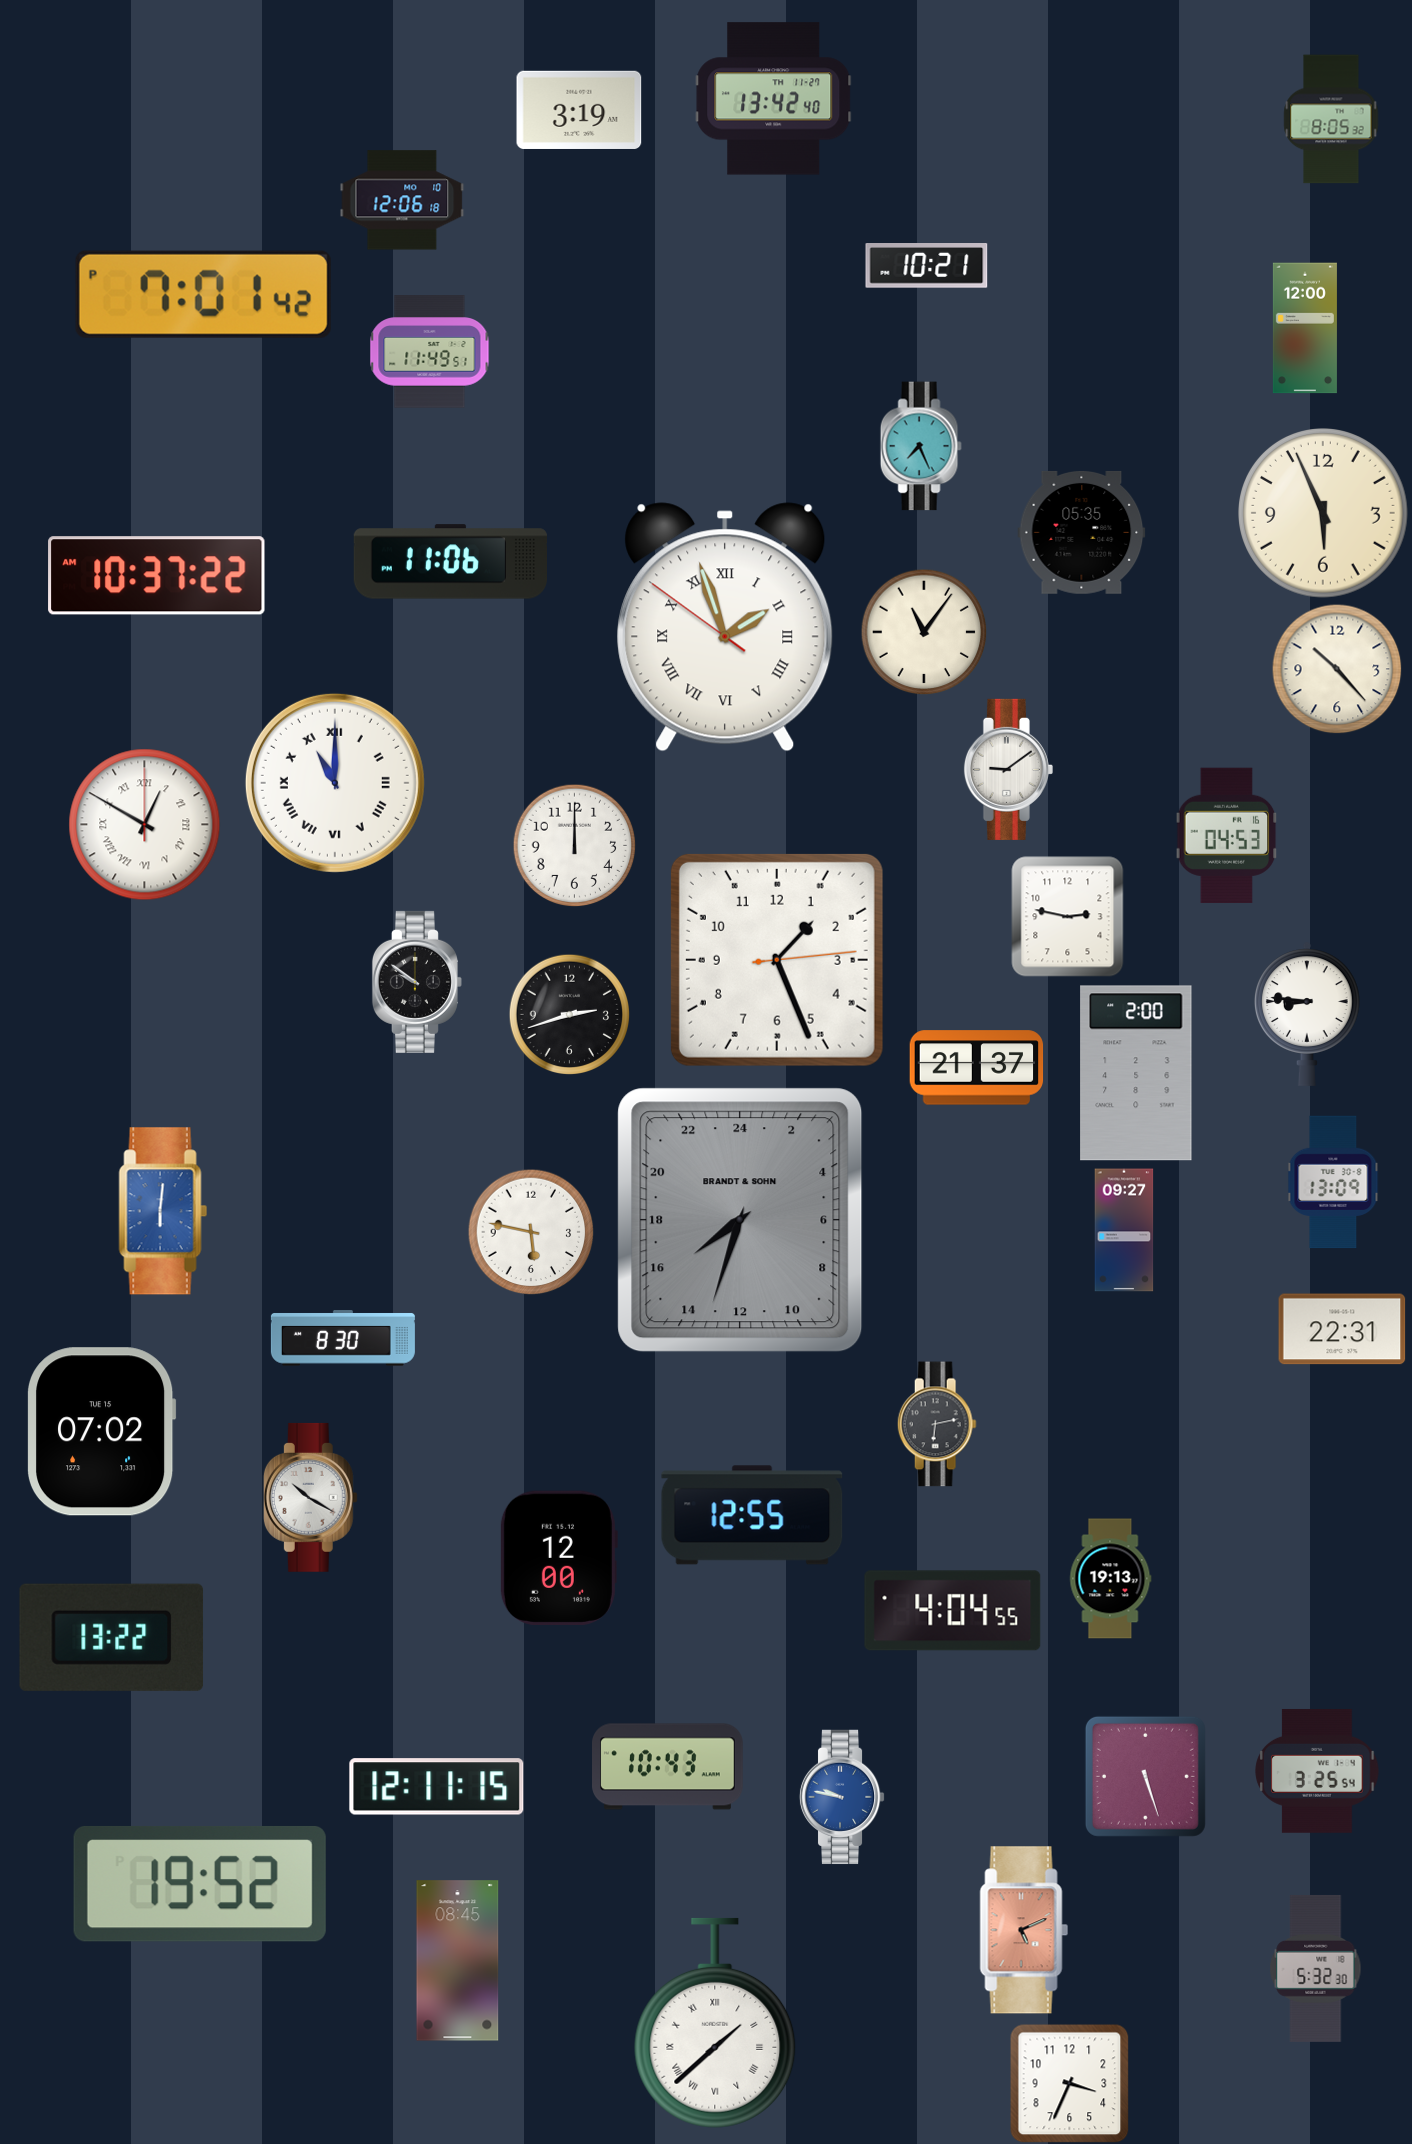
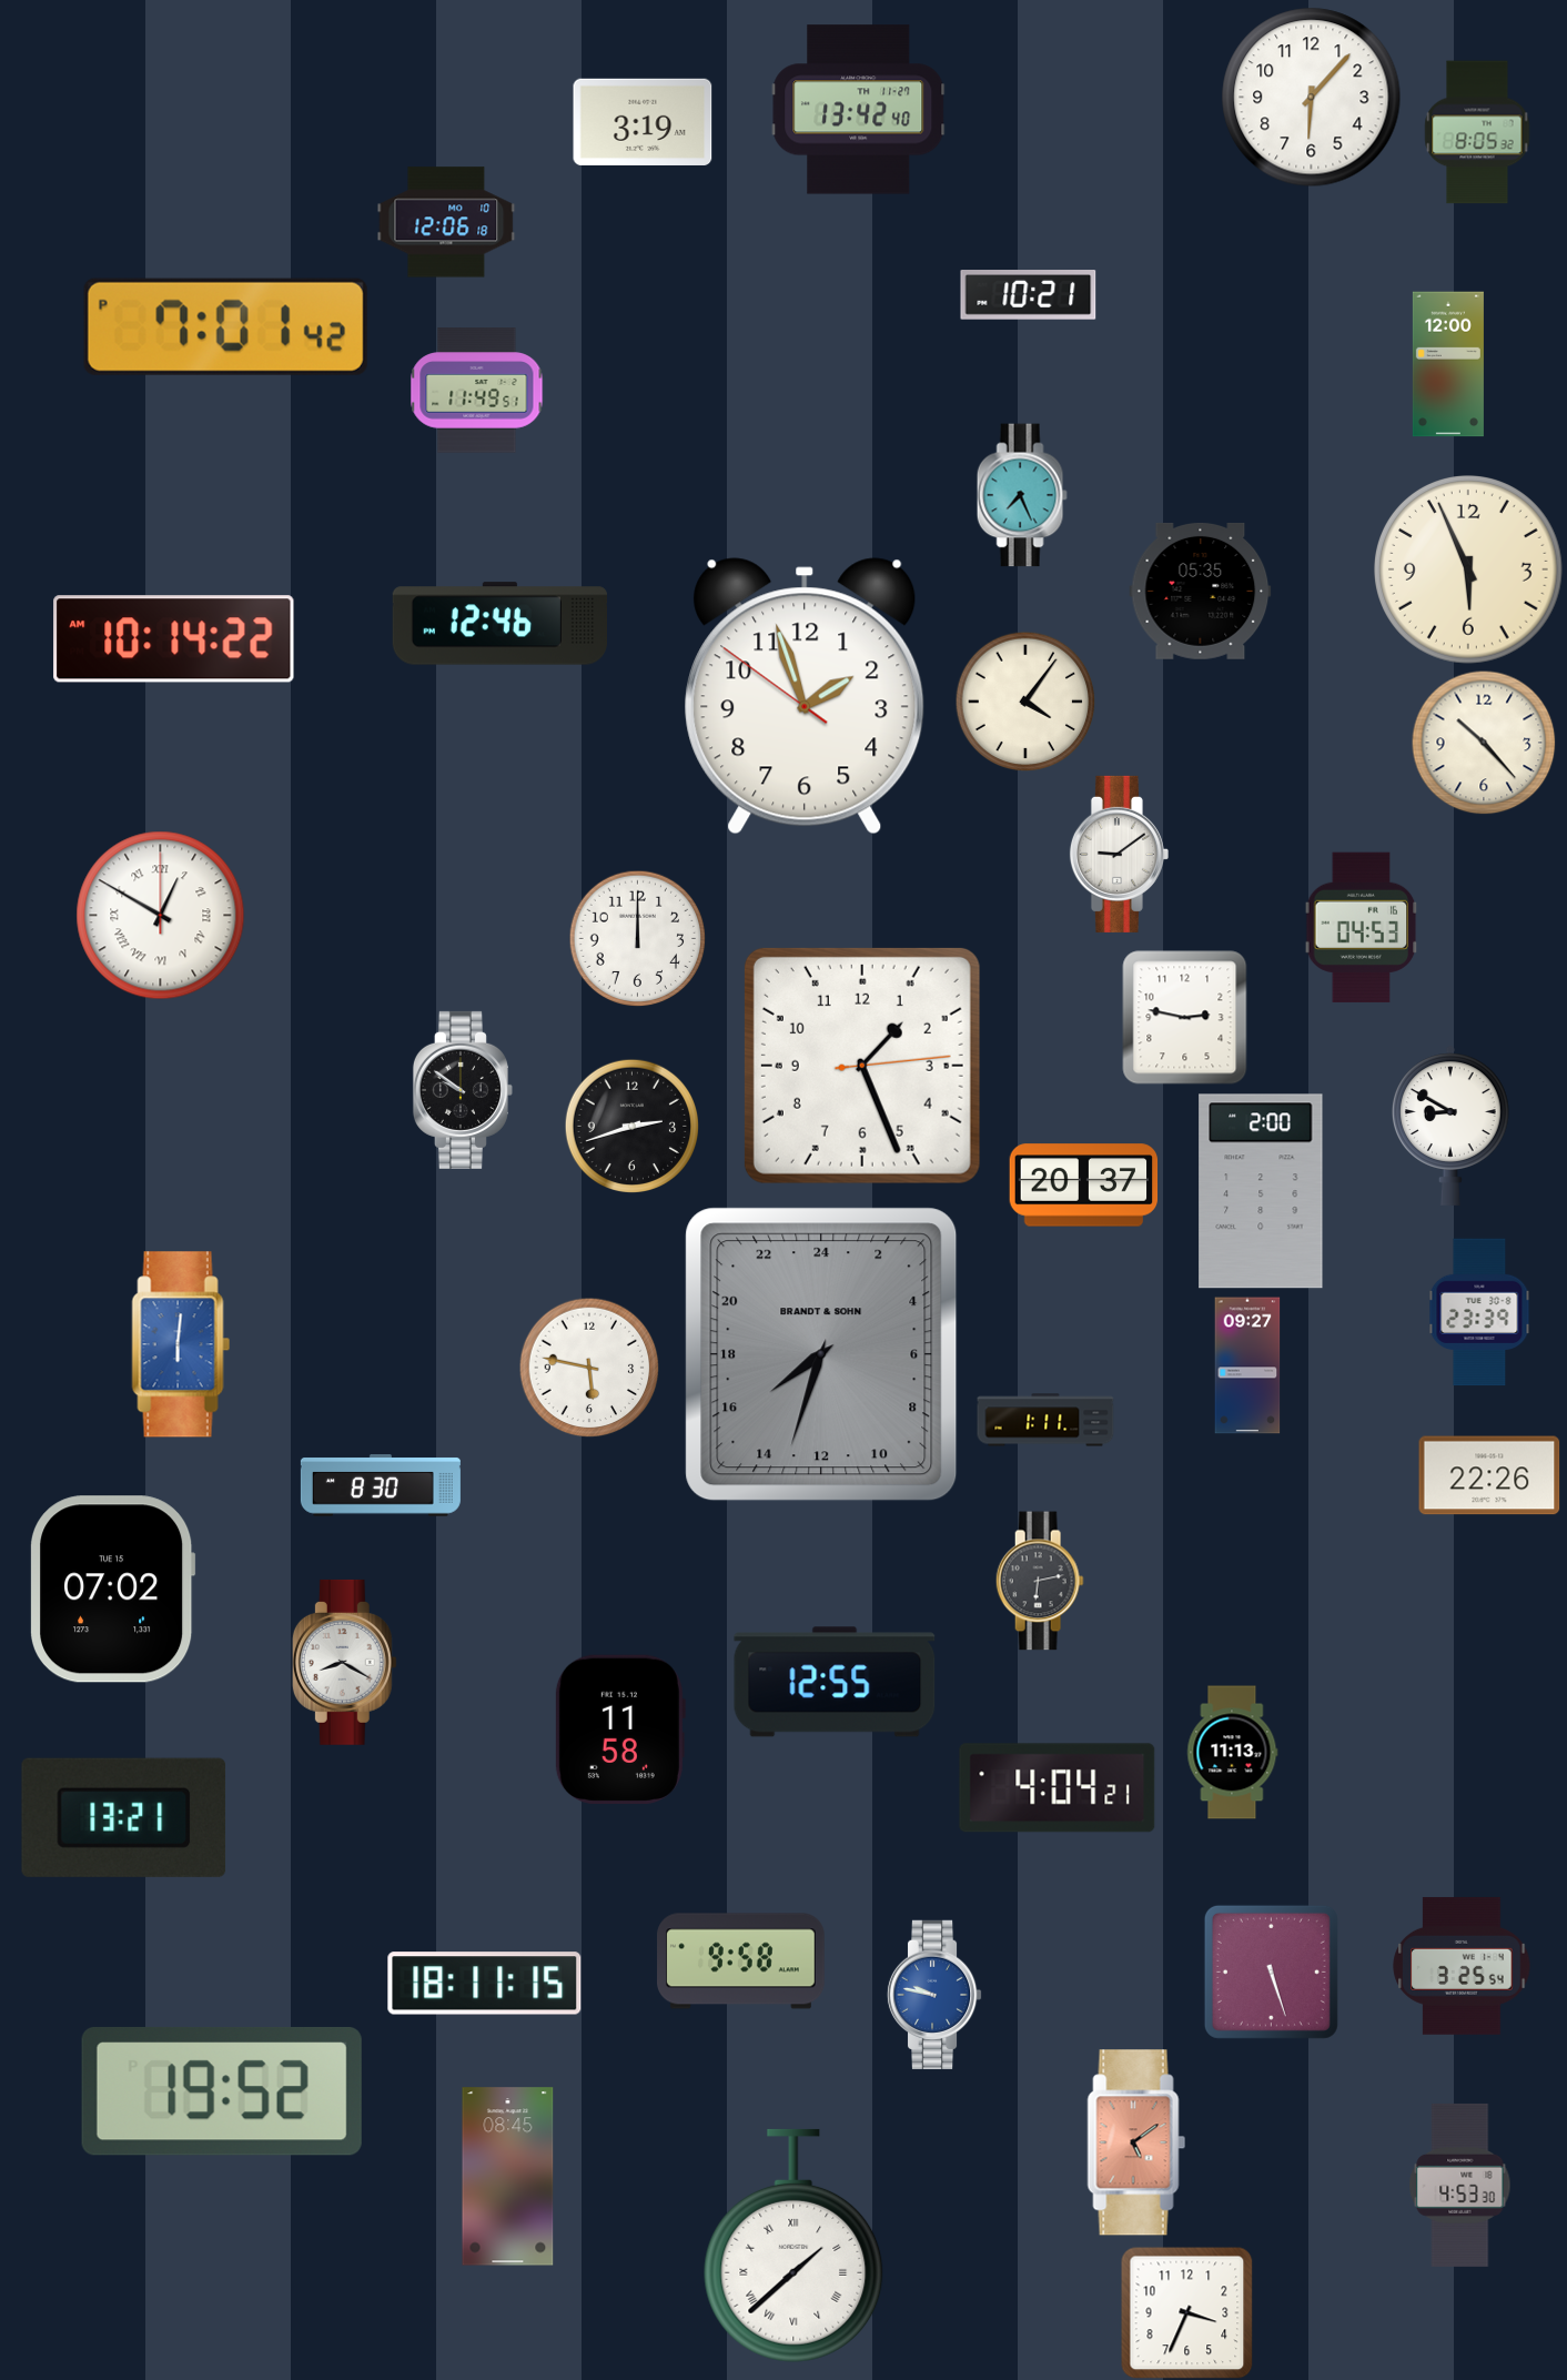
clock at (1312, 98): none -> 6:07
clock at (450, 562): 11:06 -> 12:46
clock at (157, 576): 10:37 -> 10:14
clock at (725, 627) numerals: Roman -> Arabic
clock at (924, 632): 11:06 -> 4:06
clock at (335, 783): 11:00 -> none
clock at (1307, 1014): 8:46 -> 8:50
clock at (977, 1068): 21:37 -> 20:37
clock at (1333, 1182): 13:09 -> 23:39
clock at (1045, 1420): none -> 1:11
clock at (1342, 1329): 22:31 -> 22:26
clock at (310, 1497): 10:20 -> 8:20
clock at (558, 1558): 12:00 -> 11:58
clock at (1111, 1579): 19:13 -> 11:13
clock at (953, 1611): 4:04:55 -> 4:04:21
clock at (112, 1637): 13:22 -> 13:21
clock at (668, 1767): 10:43 -> 9:58
clock at (437, 1787): 12:11 -> 18:11
clock at (1024, 1930): 5:11 -> 5:09
clock at (1316, 1968): 5:32 -> 4:53
